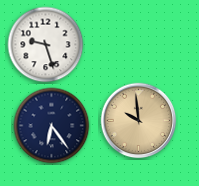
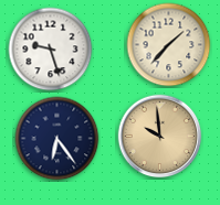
clock at (169, 45): none -> 1:37
clock at (139, 121) position: (139, 121) -> (160, 137)
